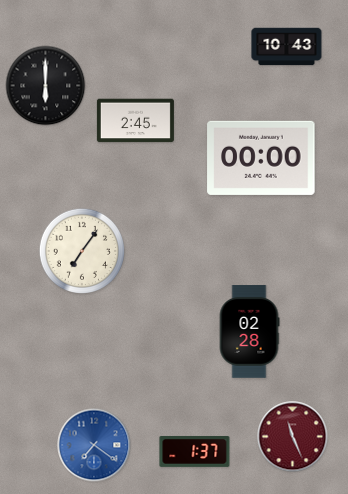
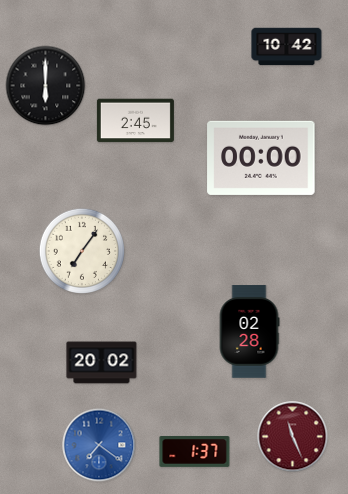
clock at (287, 47): 10:43 -> 10:42
clock at (102, 363): none -> 20:02
clock at (94, 445) position: (94, 445) -> (99, 445)
